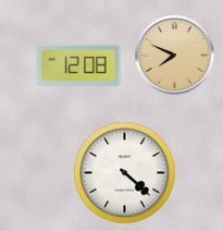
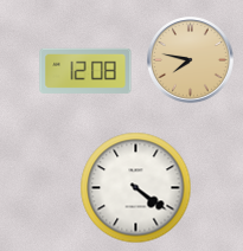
clock at (175, 56): 7:49 -> 7:47
clock at (125, 173): 4:22 -> 4:21
